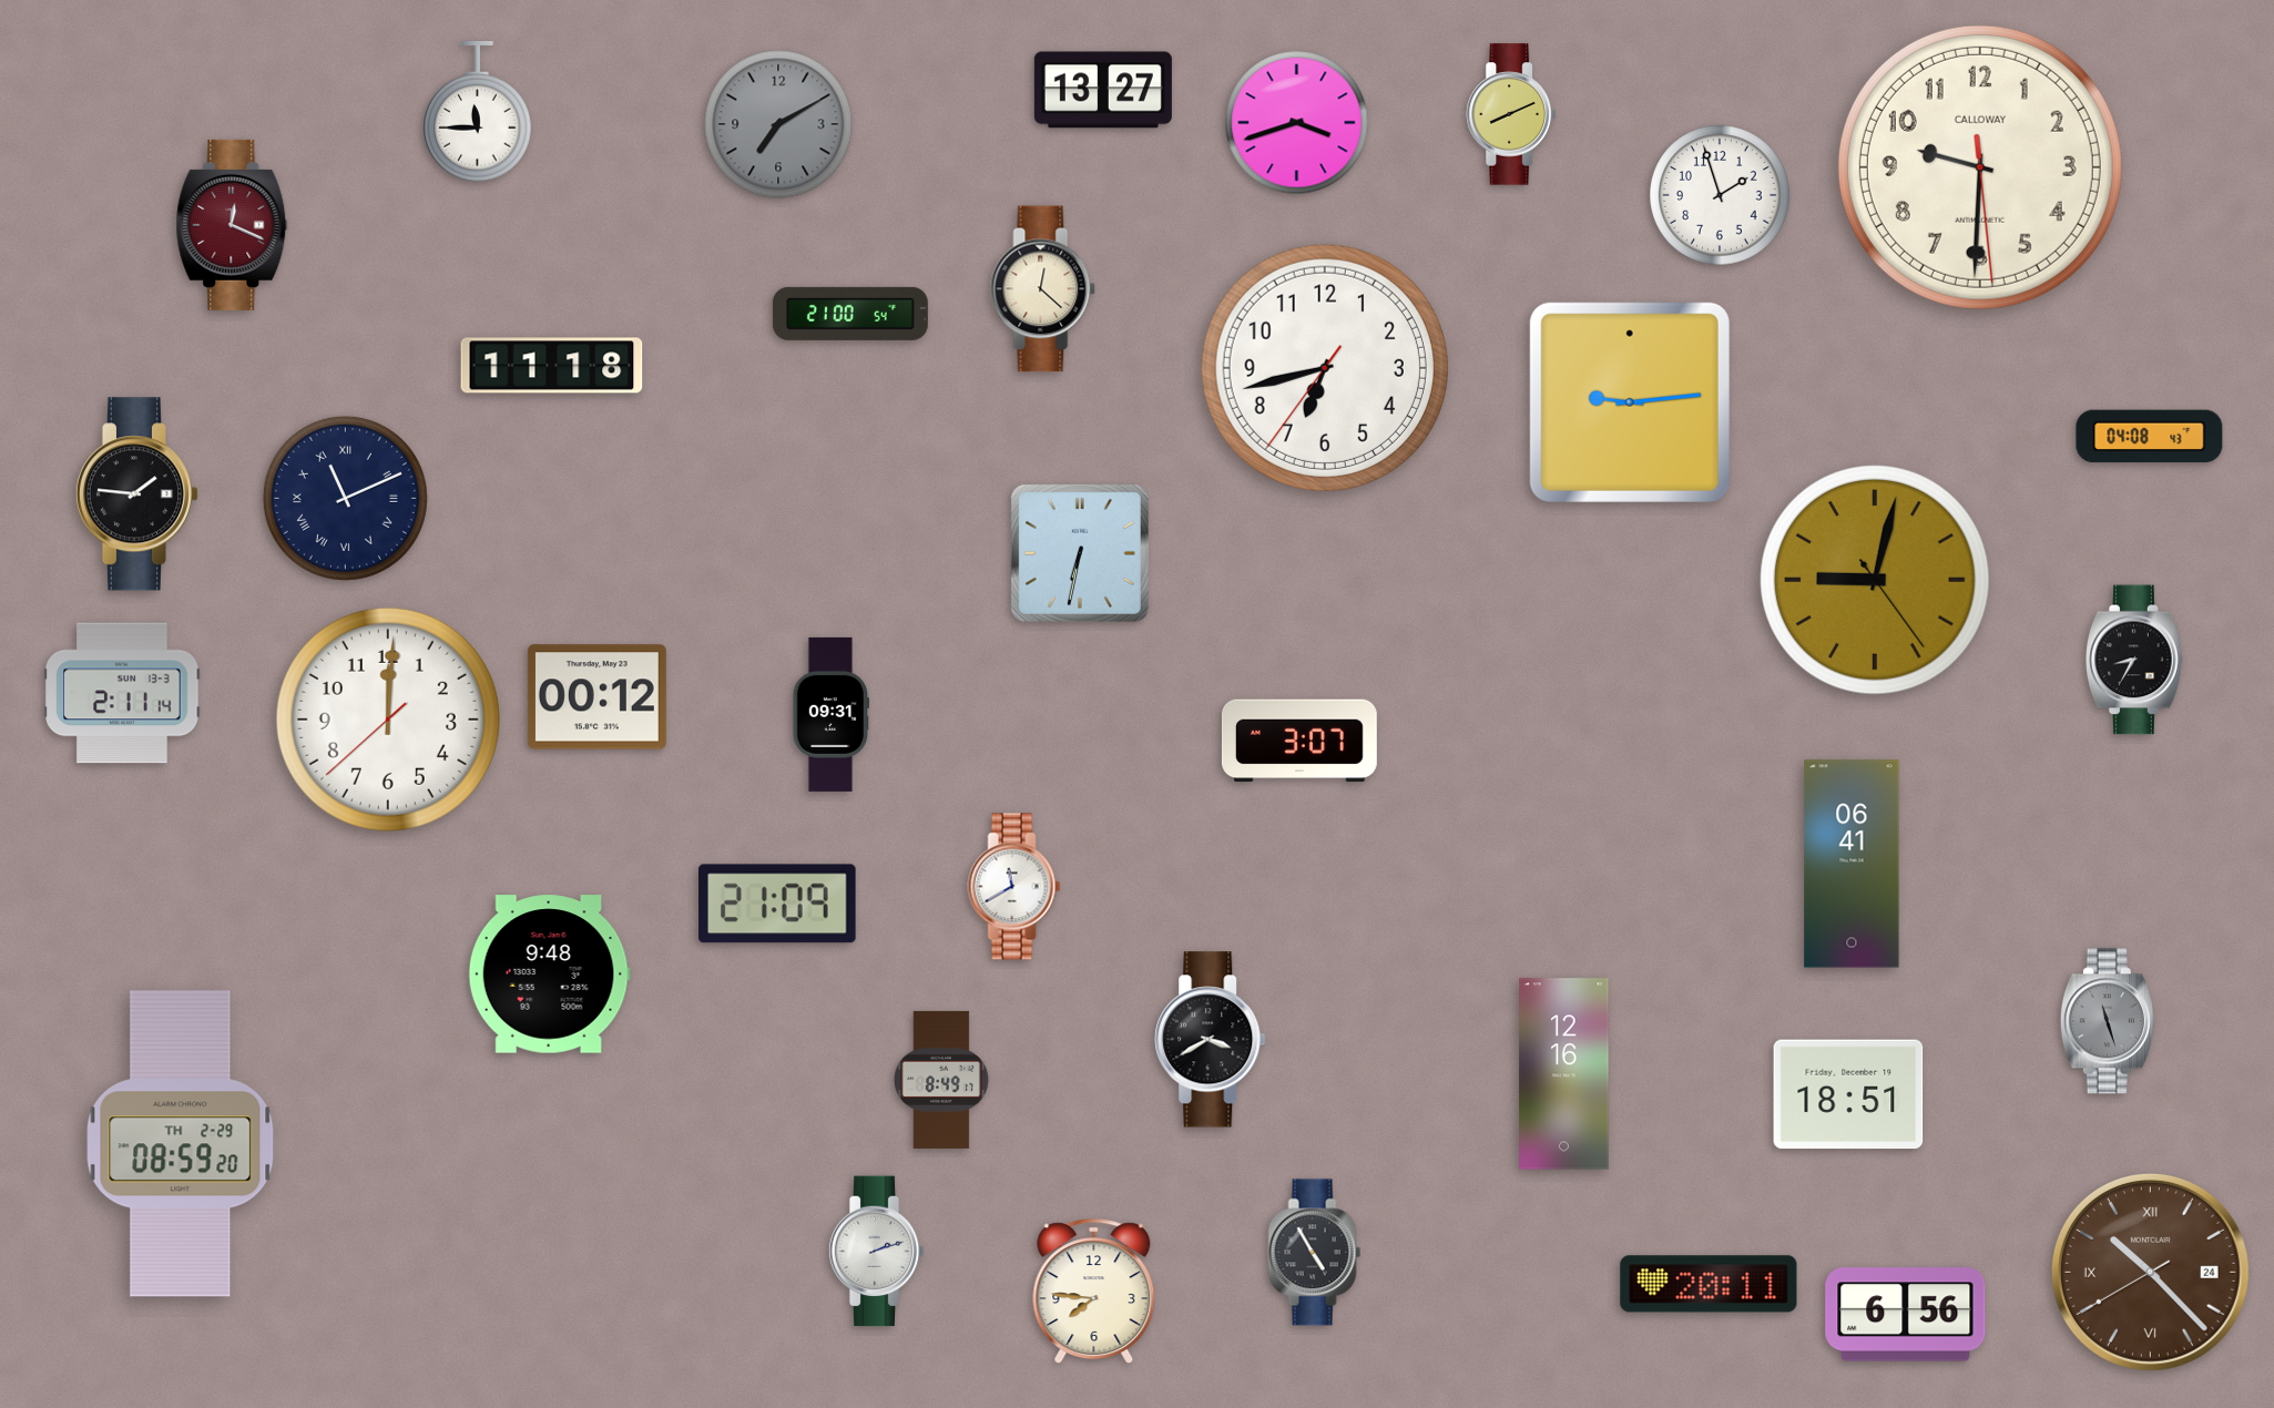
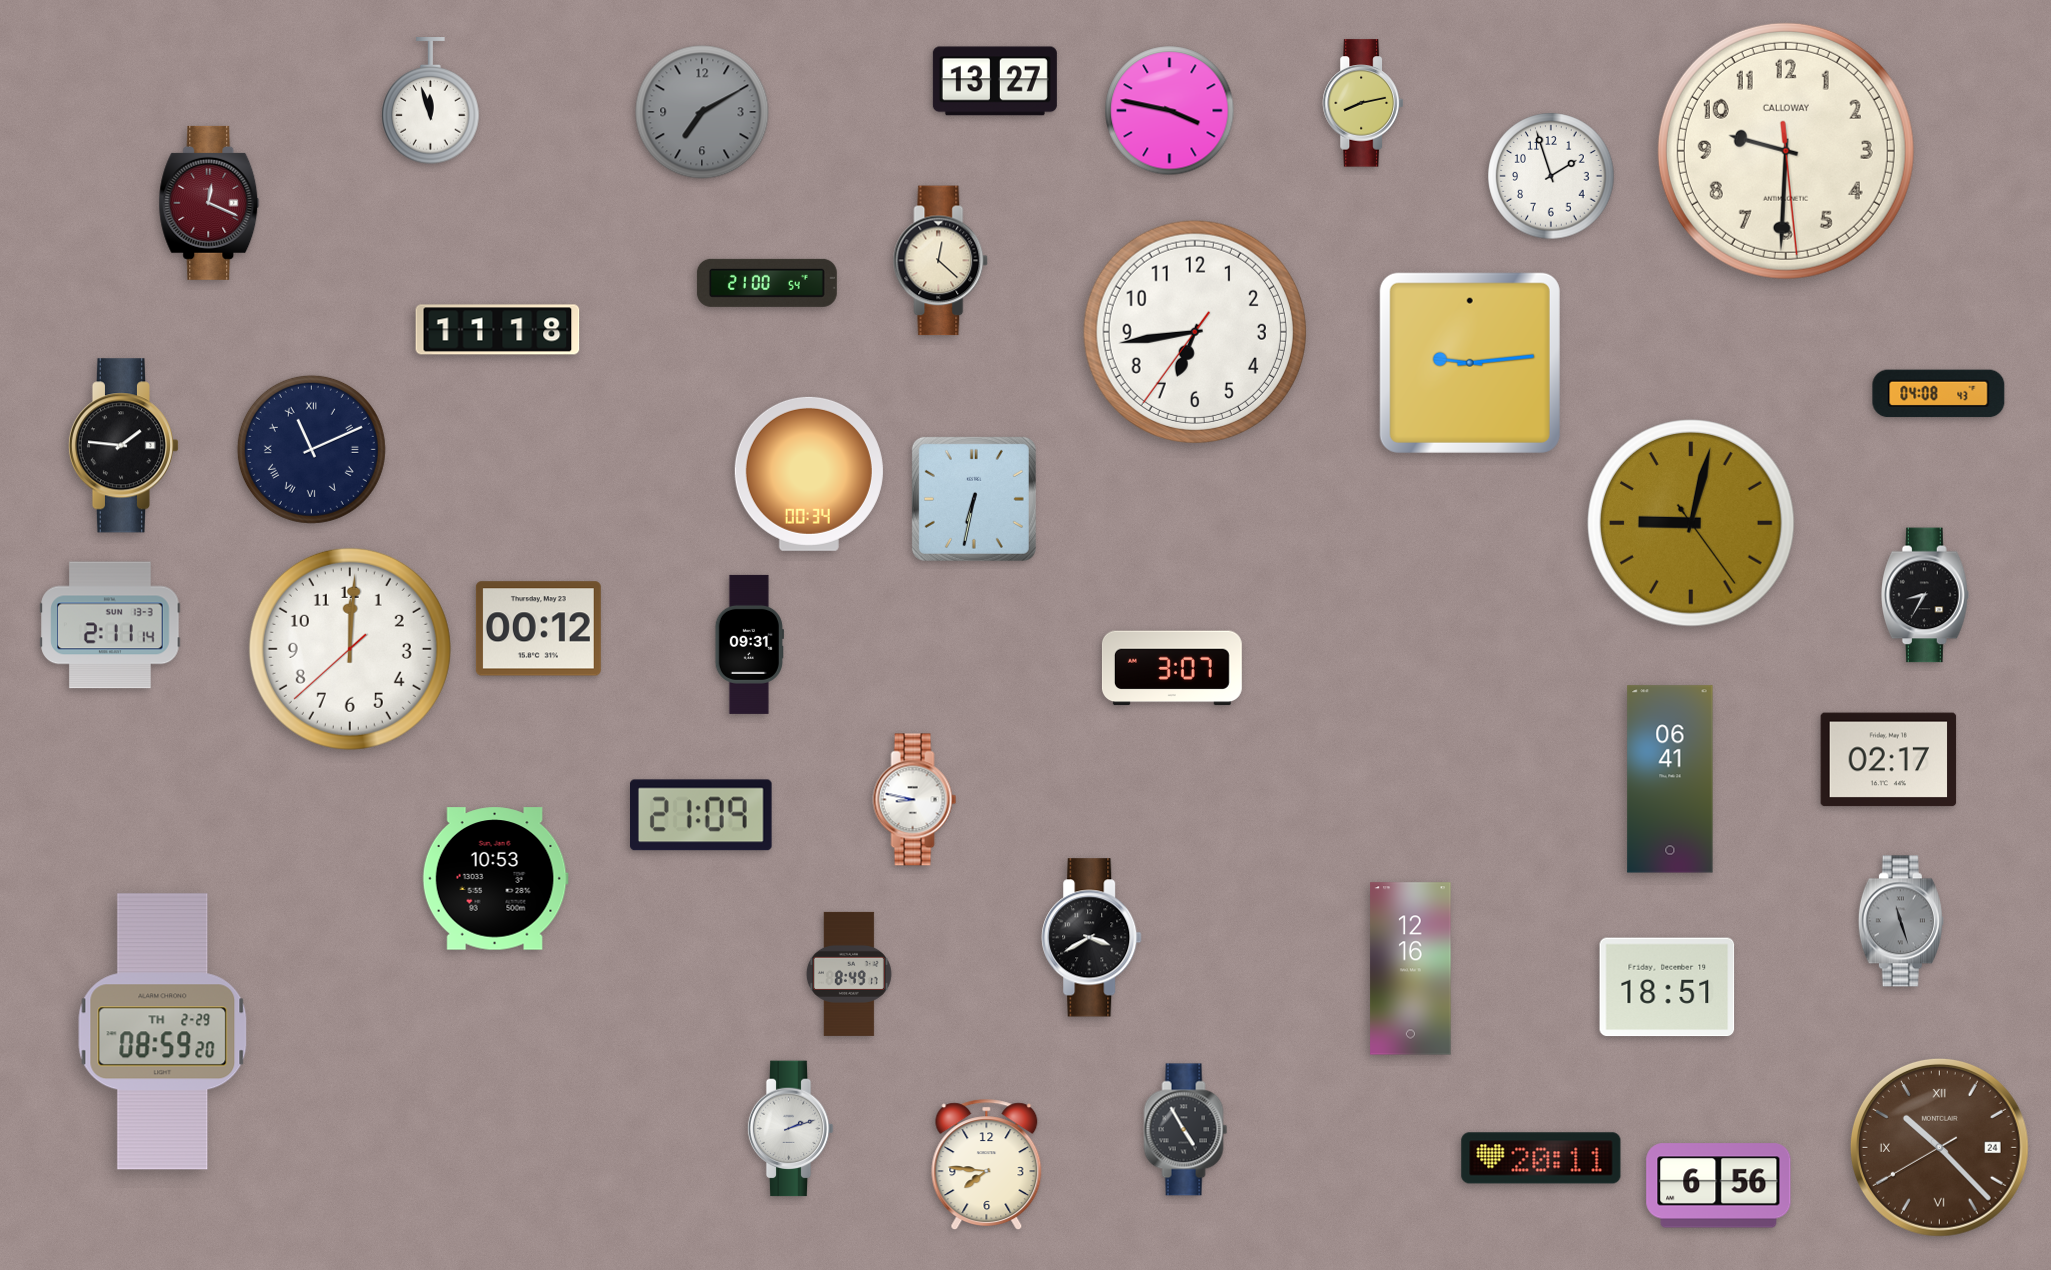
clock at (478, 112): 11:45 -> 11:57
clock at (1511, 114): 8:11 -> 8:13
clock at (1297, 123): 3:42 -> 3:47
clock at (1325, 368): 6:42 -> 6:43
clock at (809, 474): none -> 00:34
clock at (1889, 760): none -> 02:17
clock at (1014, 887): 11:40 -> 8:47
clock at (549, 975): 9:48 -> 10:53
